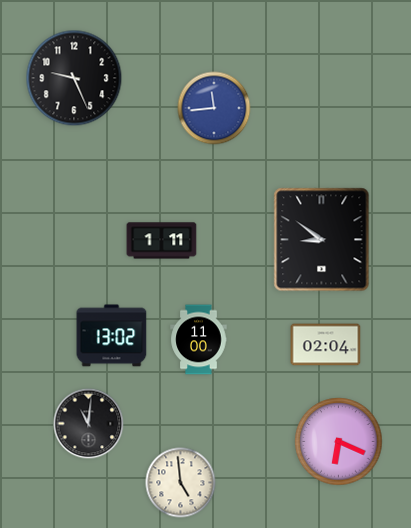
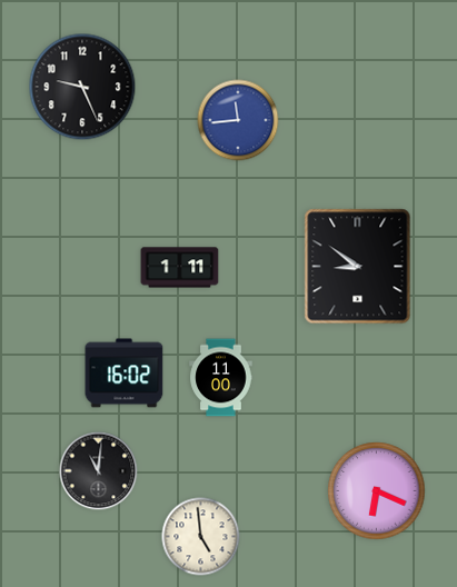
clock at (112, 336): 13:02 -> 16:02
clock at (326, 345): 02:04 -> none
